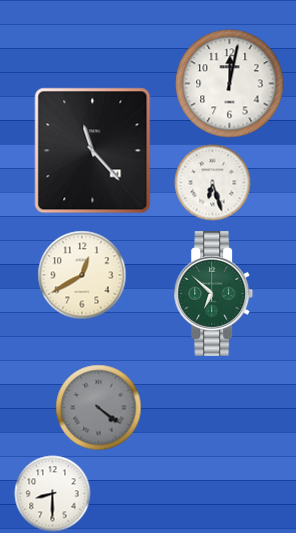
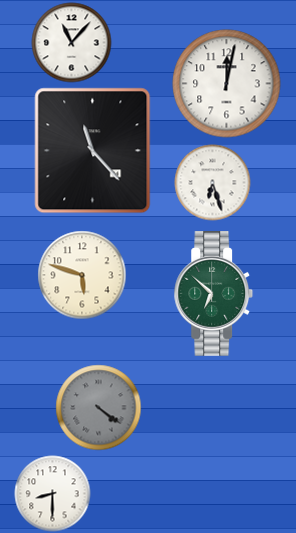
clock at (72, 43): none -> 11:07
clock at (230, 84) position: (230, 84) -> (227, 84)
clock at (82, 275): 12:40 -> 5:48
